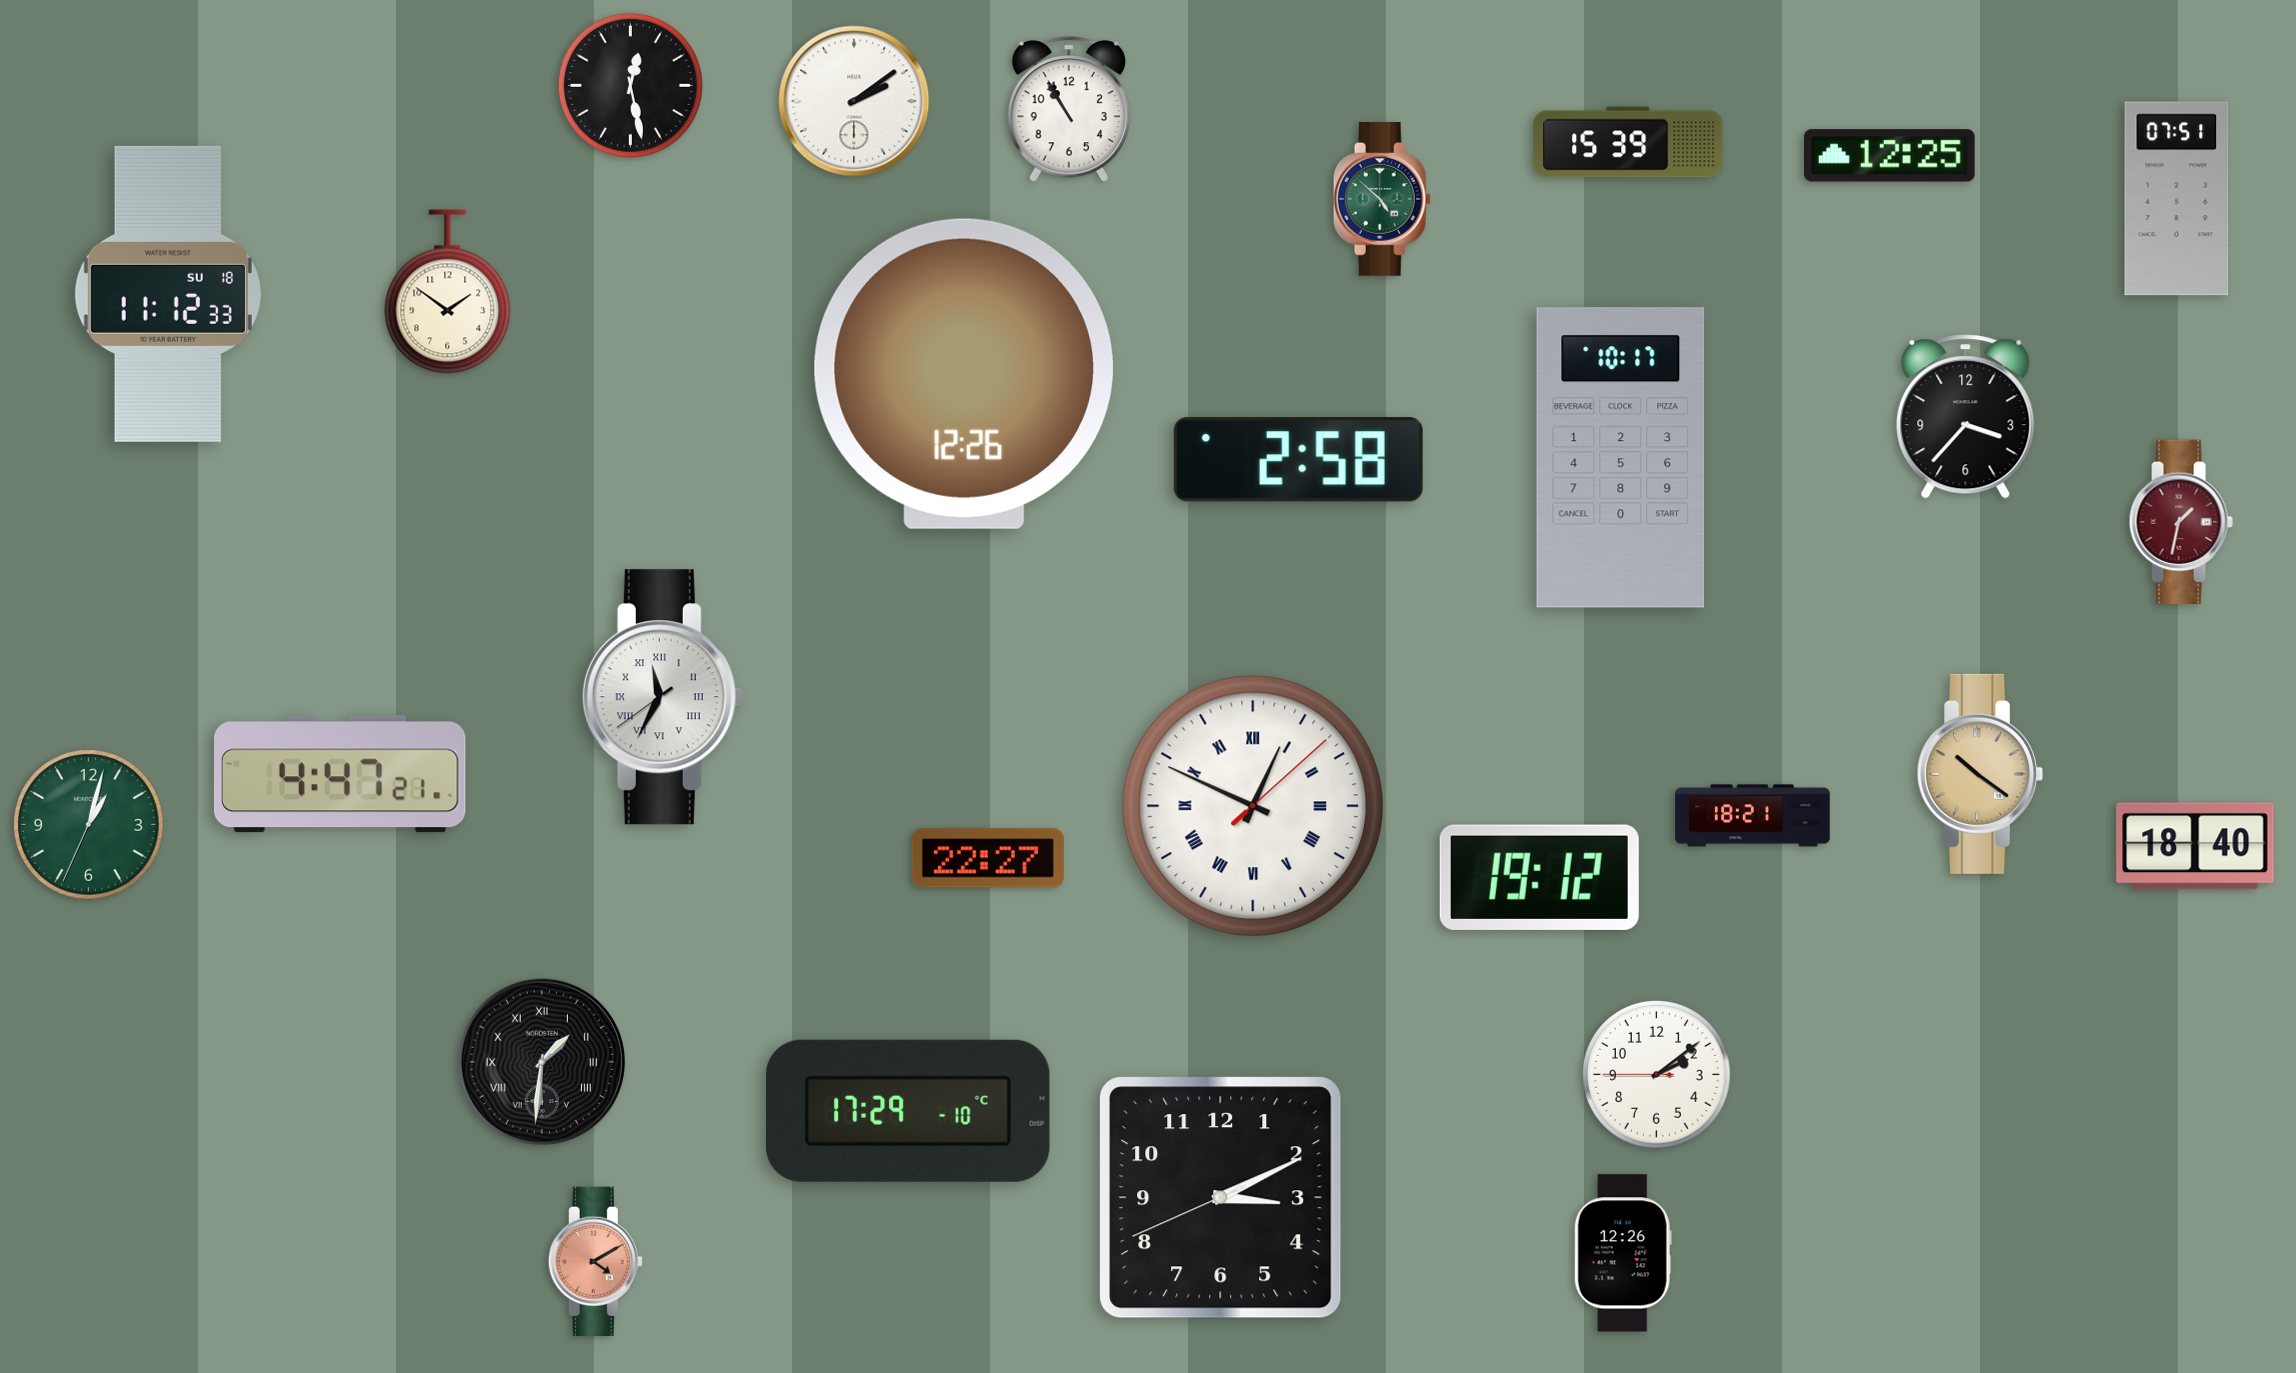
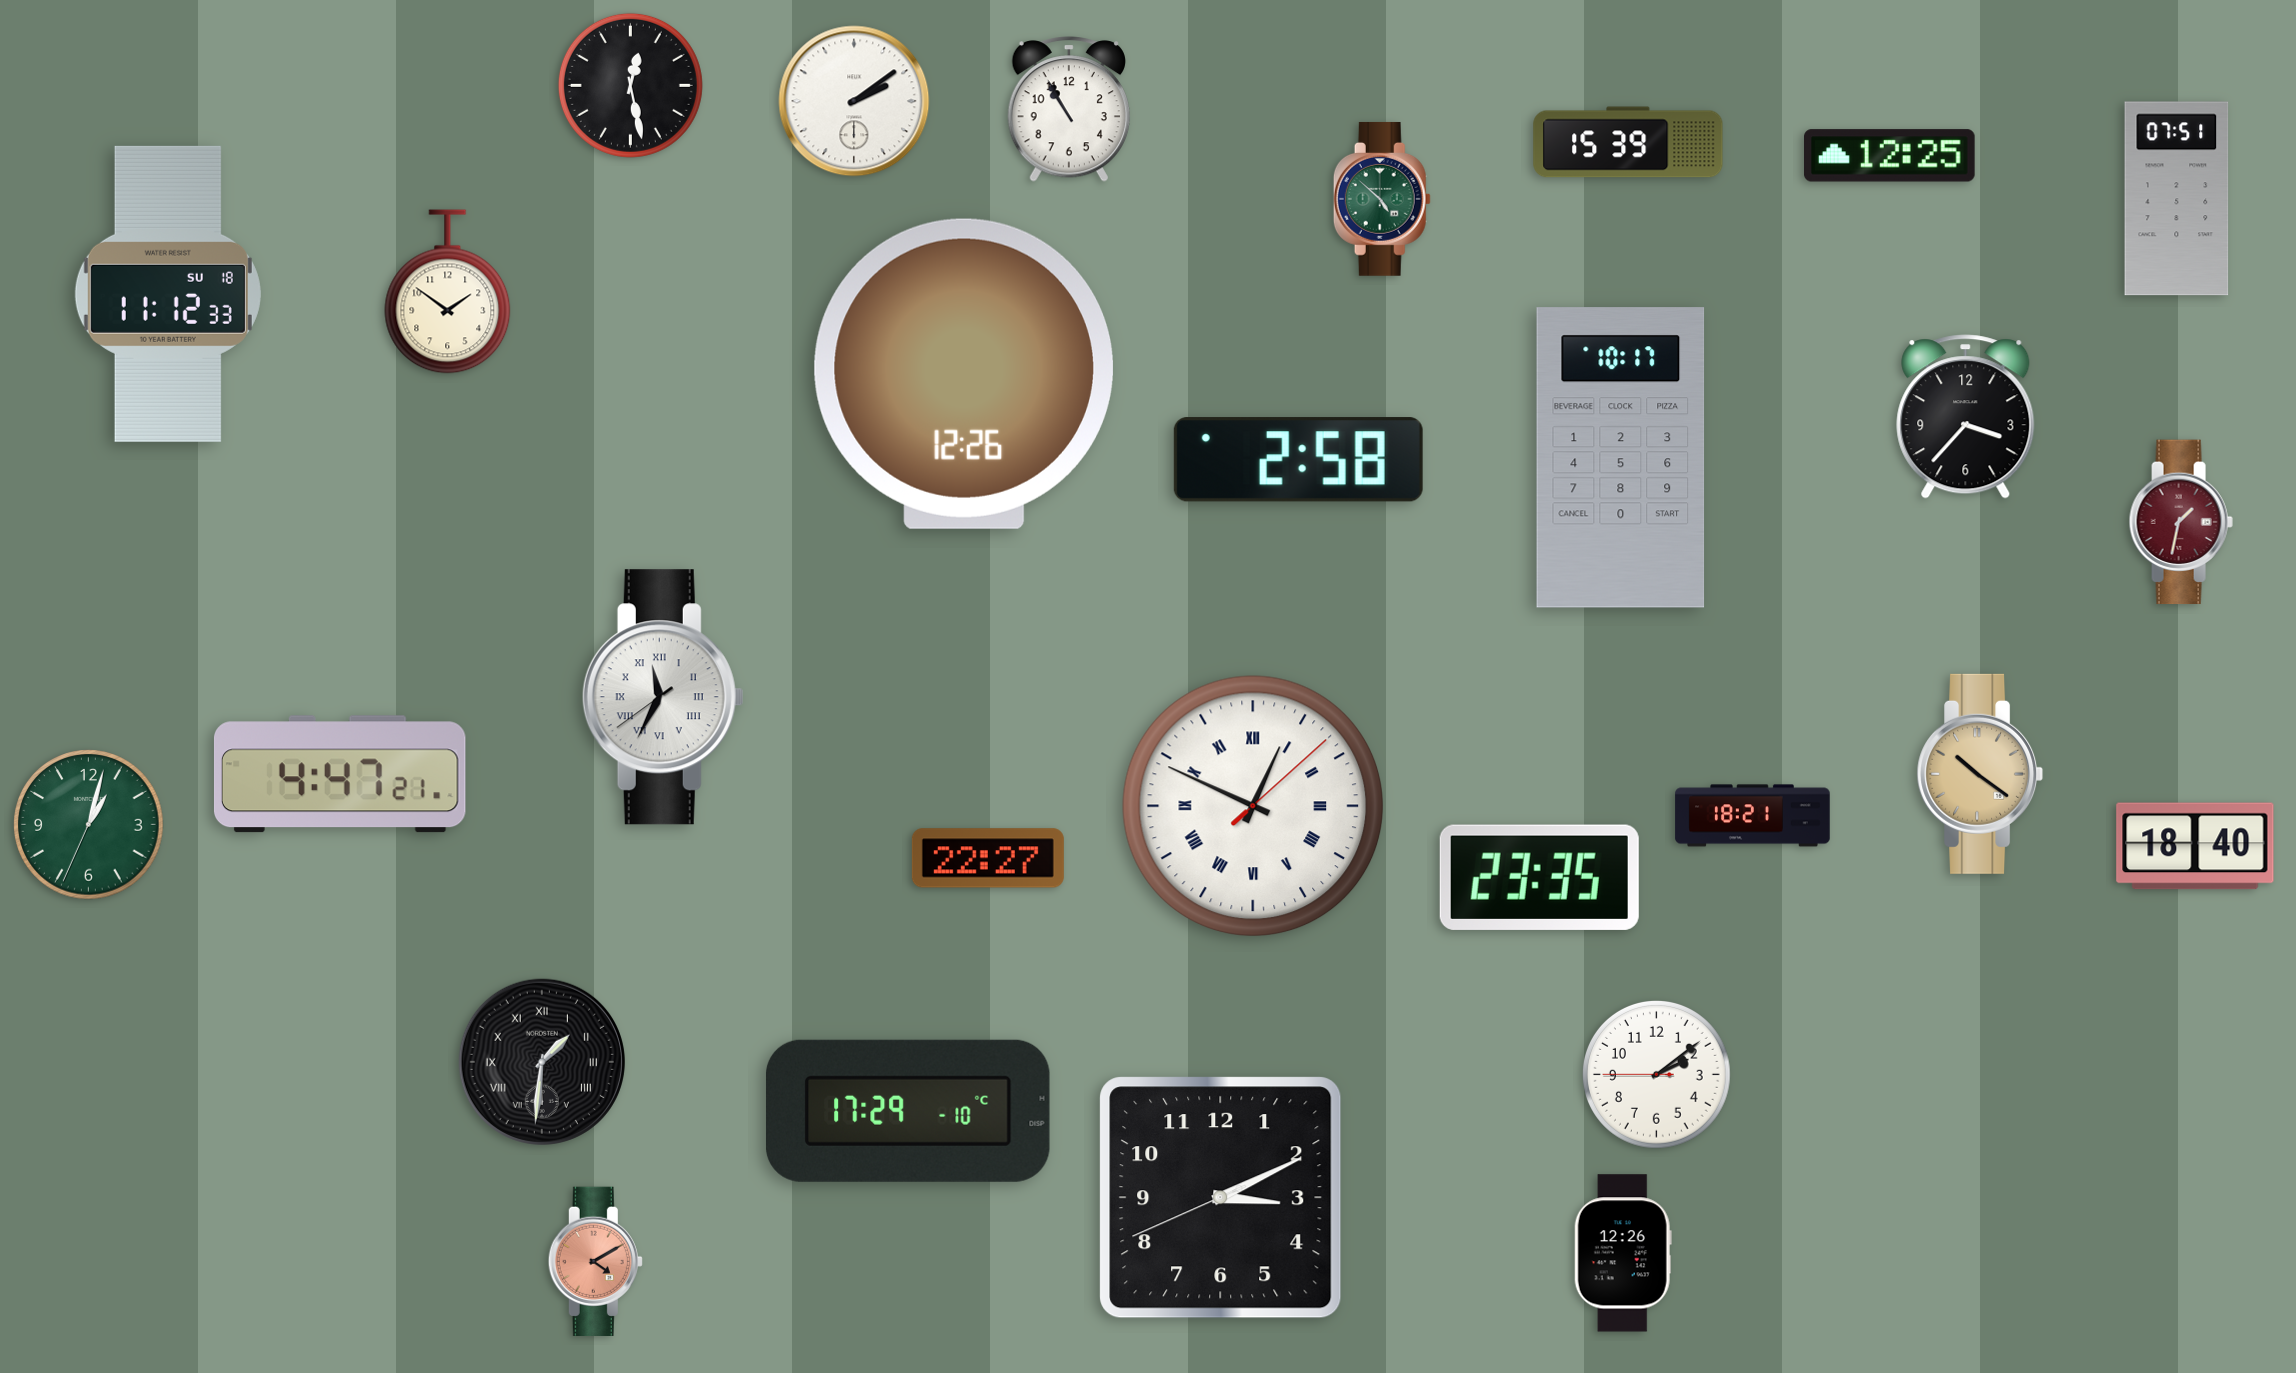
clock at (1539, 877): 19:12 -> 23:35
